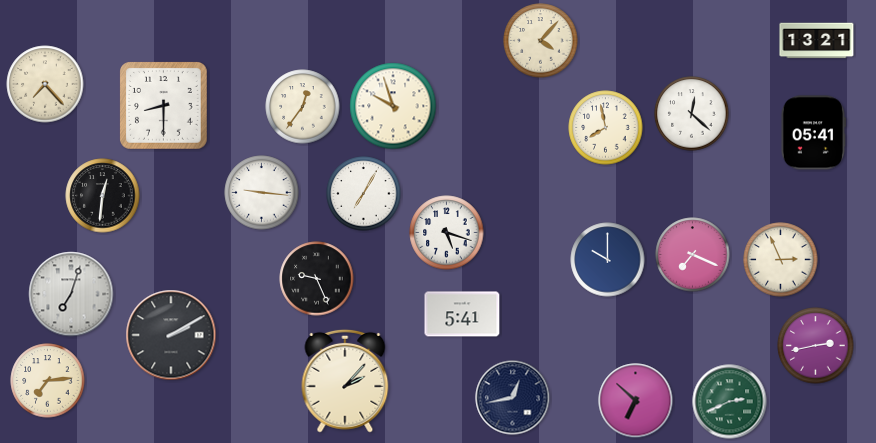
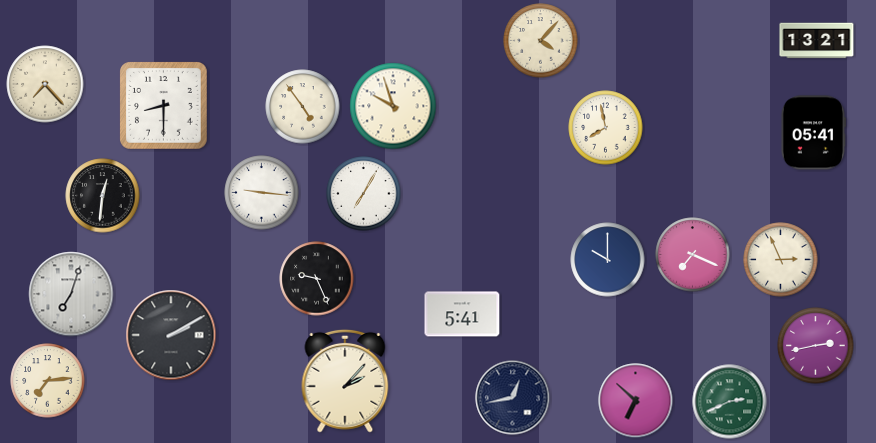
clock at (303, 107): 12:36 -> 4:54
clock at (692, 114): 12:22 -> none
clock at (447, 233): 5:18 -> none
